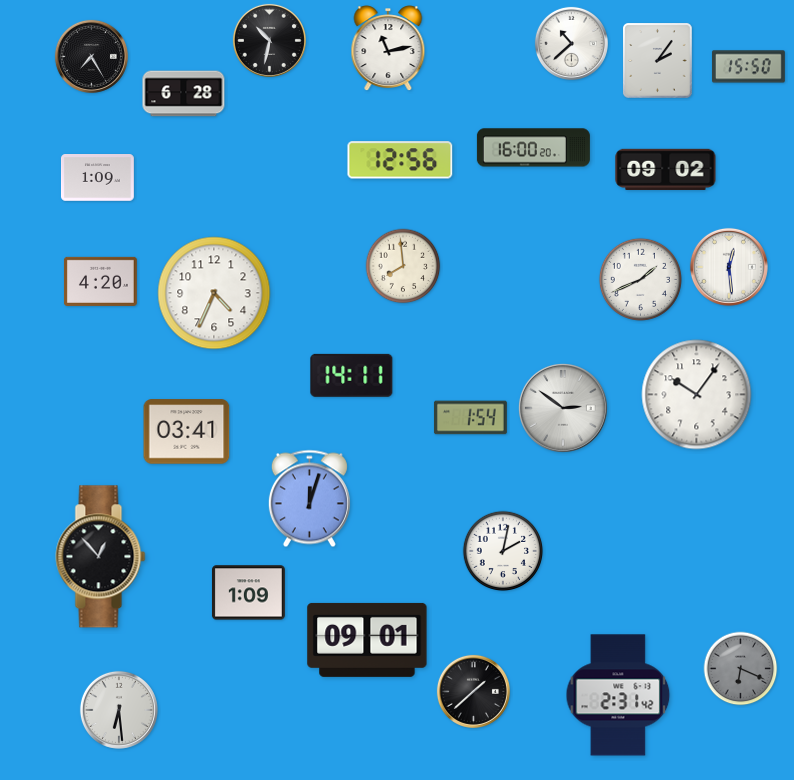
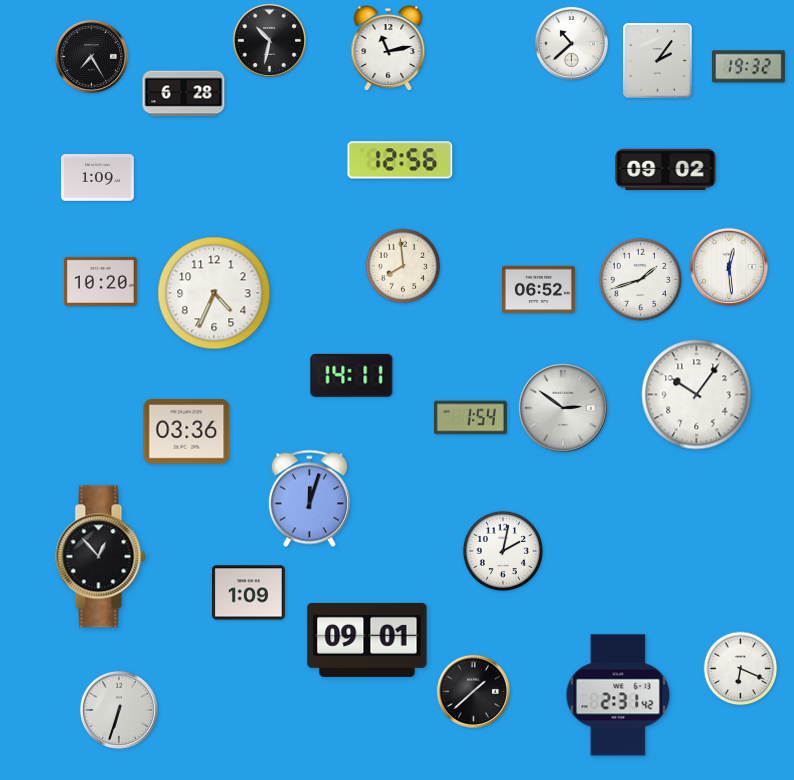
clock at (748, 67): 15:50 -> 19:32
clock at (533, 148): 16:00 -> none
clock at (640, 279): 1:41 -> 1:42
clock at (100, 281): 4:20 -> 10:20
clock at (538, 290): none -> 06:52
clock at (187, 432): 03:41 -> 03:36
clock at (741, 669) dial: grey -> white
clock at (119, 710): 6:29 -> 6:33
